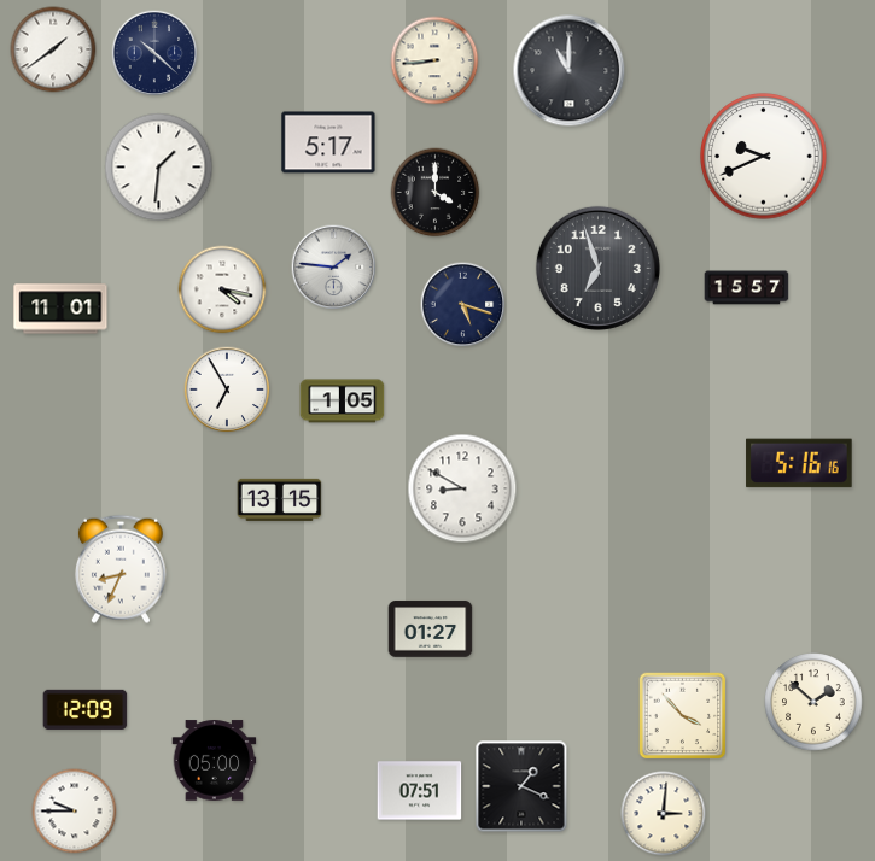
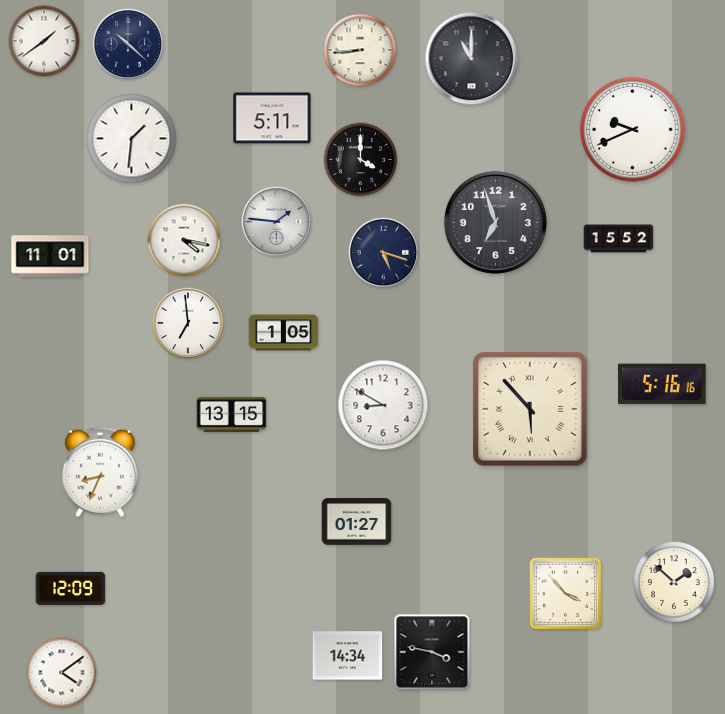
clock at (328, 142): 5:17 -> 5:11
clock at (747, 288): 15:57 -> 15:52
clock at (227, 389): 6:55 -> 6:59
clock at (531, 410): none -> 5:53
clock at (215, 761): 05:00 -> none
clock at (521, 786): 1:19 -> 3:47
clock at (420, 791): 07:51 -> 14:34
clock at (75, 812): 9:45 -> 4:09
clock at (664, 814): 3:01 -> none
